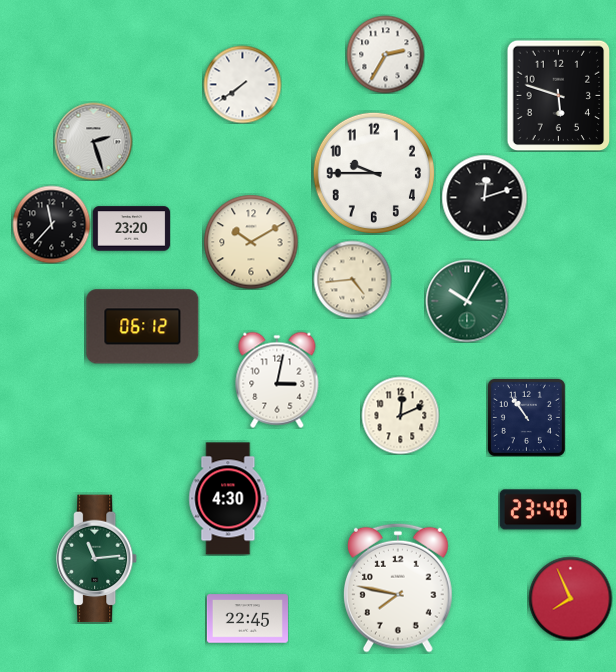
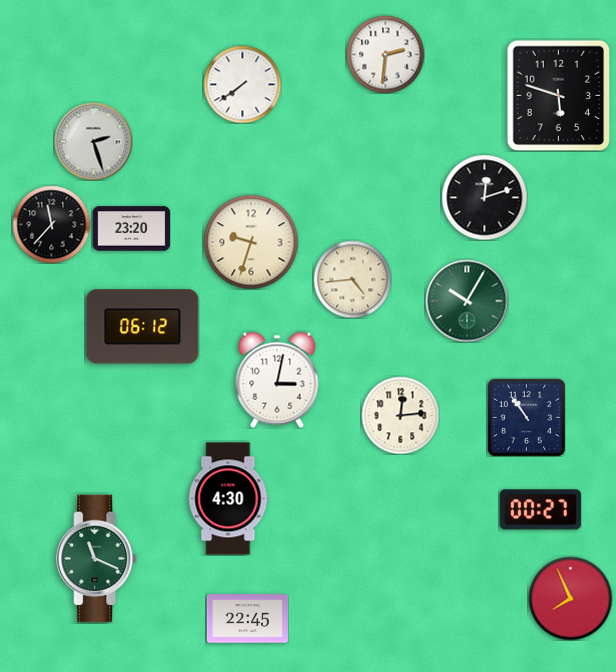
clock at (385, 54): 2:35 -> 2:31
clock at (374, 173): 9:45 -> none
clock at (251, 242): 10:10 -> 9:33
clock at (400, 415): 12:11 -> 12:14
clock at (540, 510): 23:40 -> 00:27
clock at (98, 559): 11:14 -> 11:19
clock at (399, 588): 7:47 -> none
